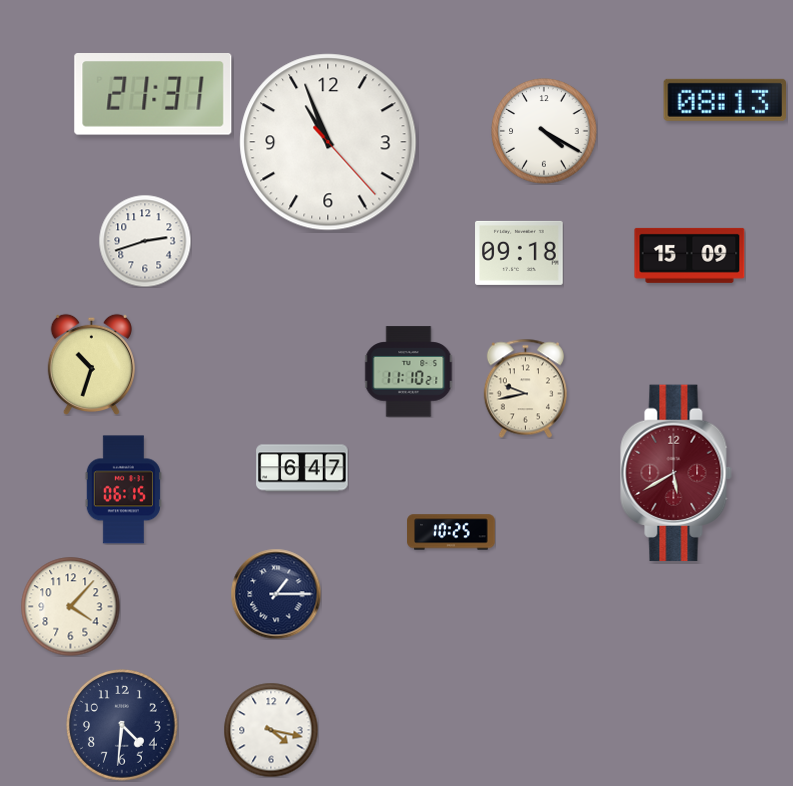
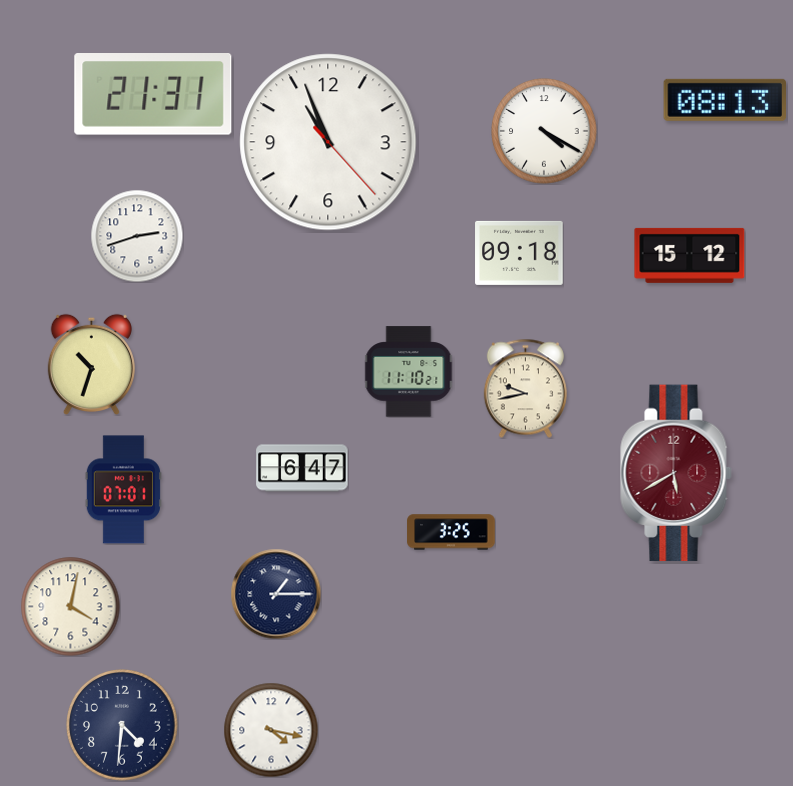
clock at (145, 241) position: (145, 241) -> (137, 236)
clock at (690, 255): 15:09 -> 15:12
clock at (123, 490): 06:15 -> 07:01
clock at (451, 532): 10:25 -> 3:25
clock at (71, 607): 4:07 -> 4:02
